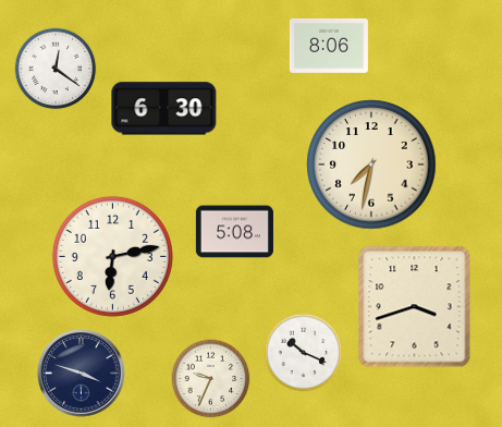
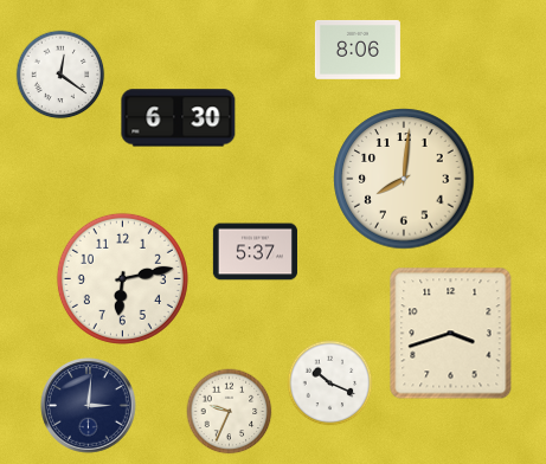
clock at (371, 164): 7:32 -> 8:01
clock at (234, 232): 5:08 -> 5:37
clock at (82, 374): 3:48 -> 3:01
